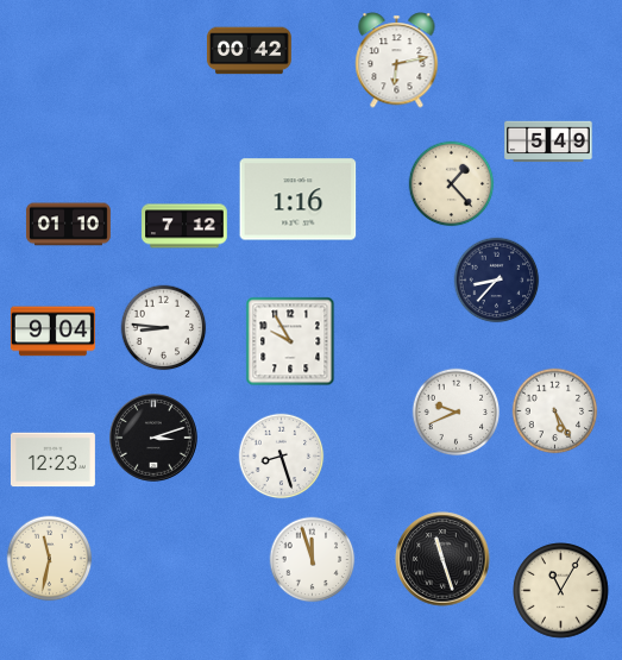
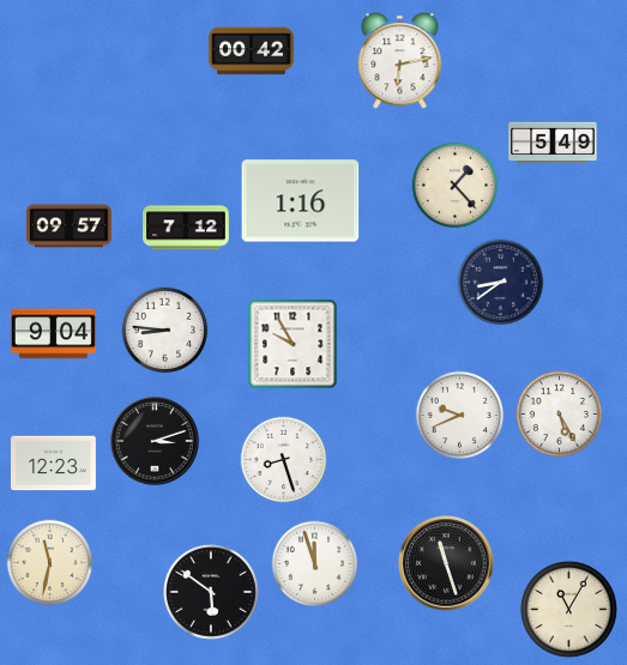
clock at (68, 225): 01:10 -> 09:57
clock at (497, 281): 8:37 -> 8:39
clock at (212, 593): none -> 5:51
clock at (561, 591) position: (561, 591) -> (569, 610)
